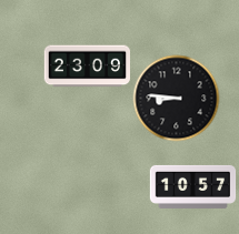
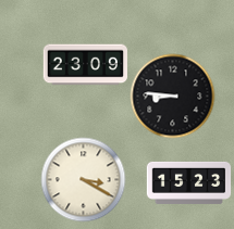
clock at (83, 179): none -> 3:20
clock at (192, 186): 10:57 -> 15:23
